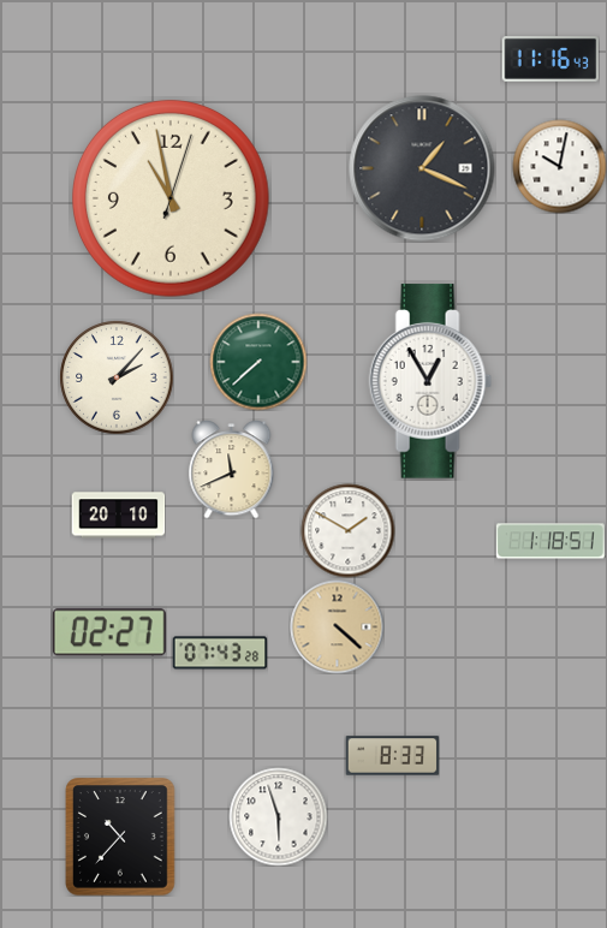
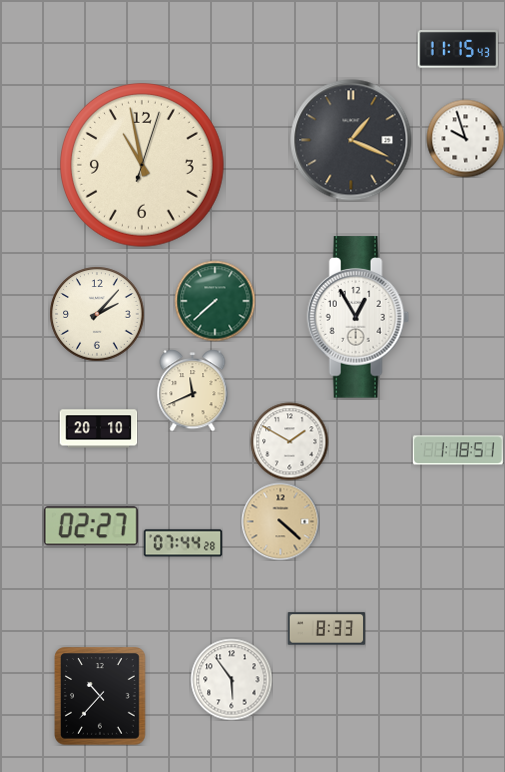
clock at (551, 60): 11:16 -> 11:15
clock at (559, 166): 10:02 -> 9:57
clock at (220, 653): 07:43 -> 07:44
clock at (278, 816): 5:57 -> 5:54
